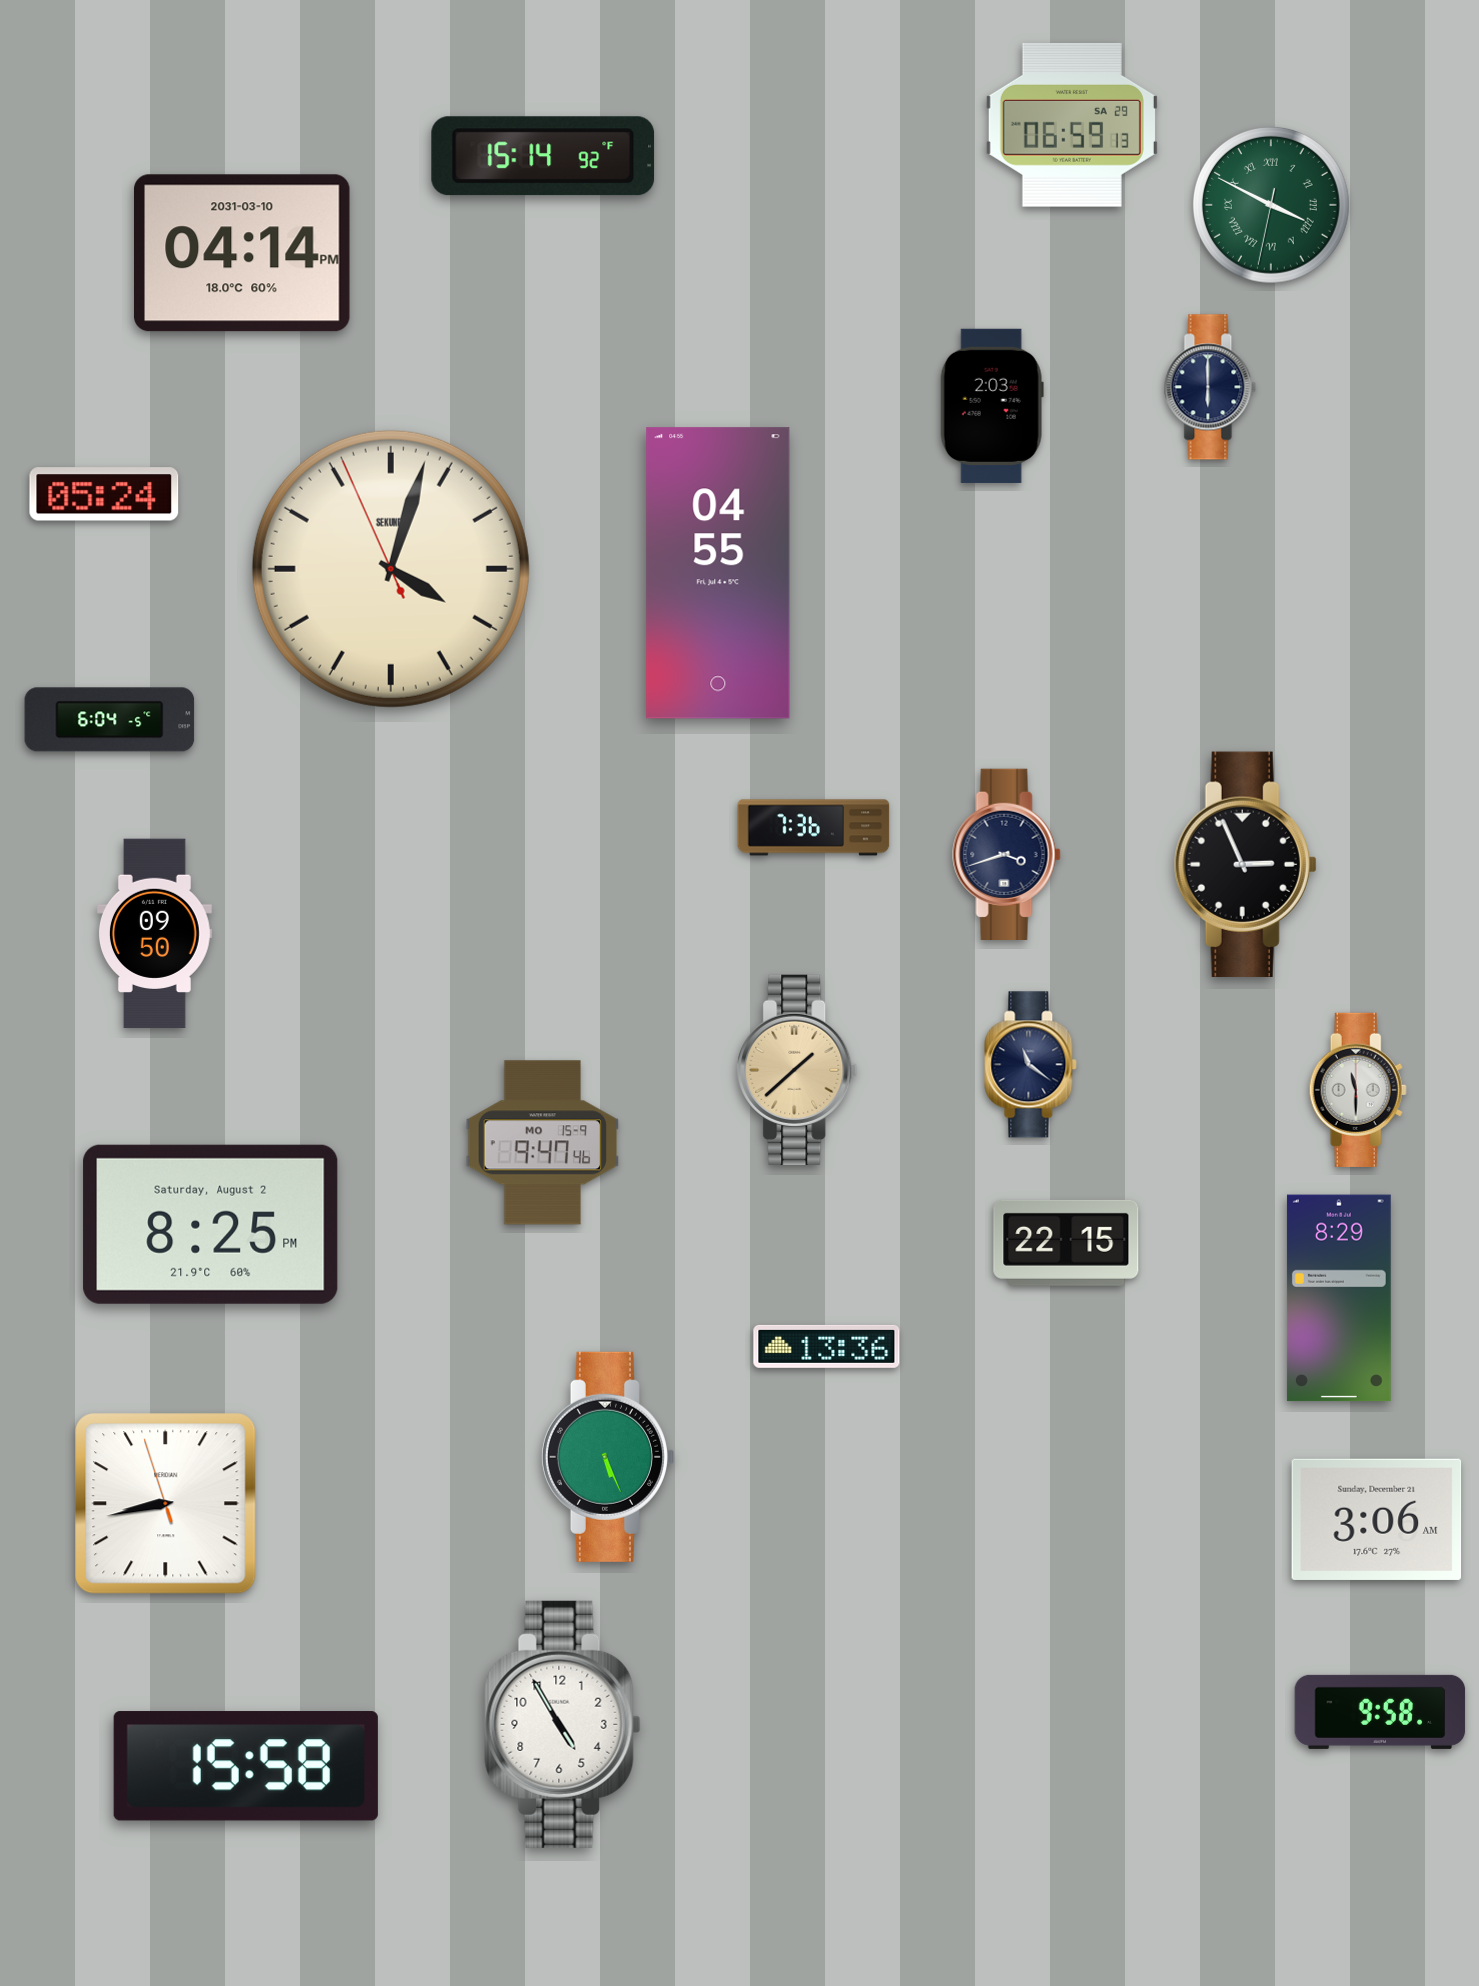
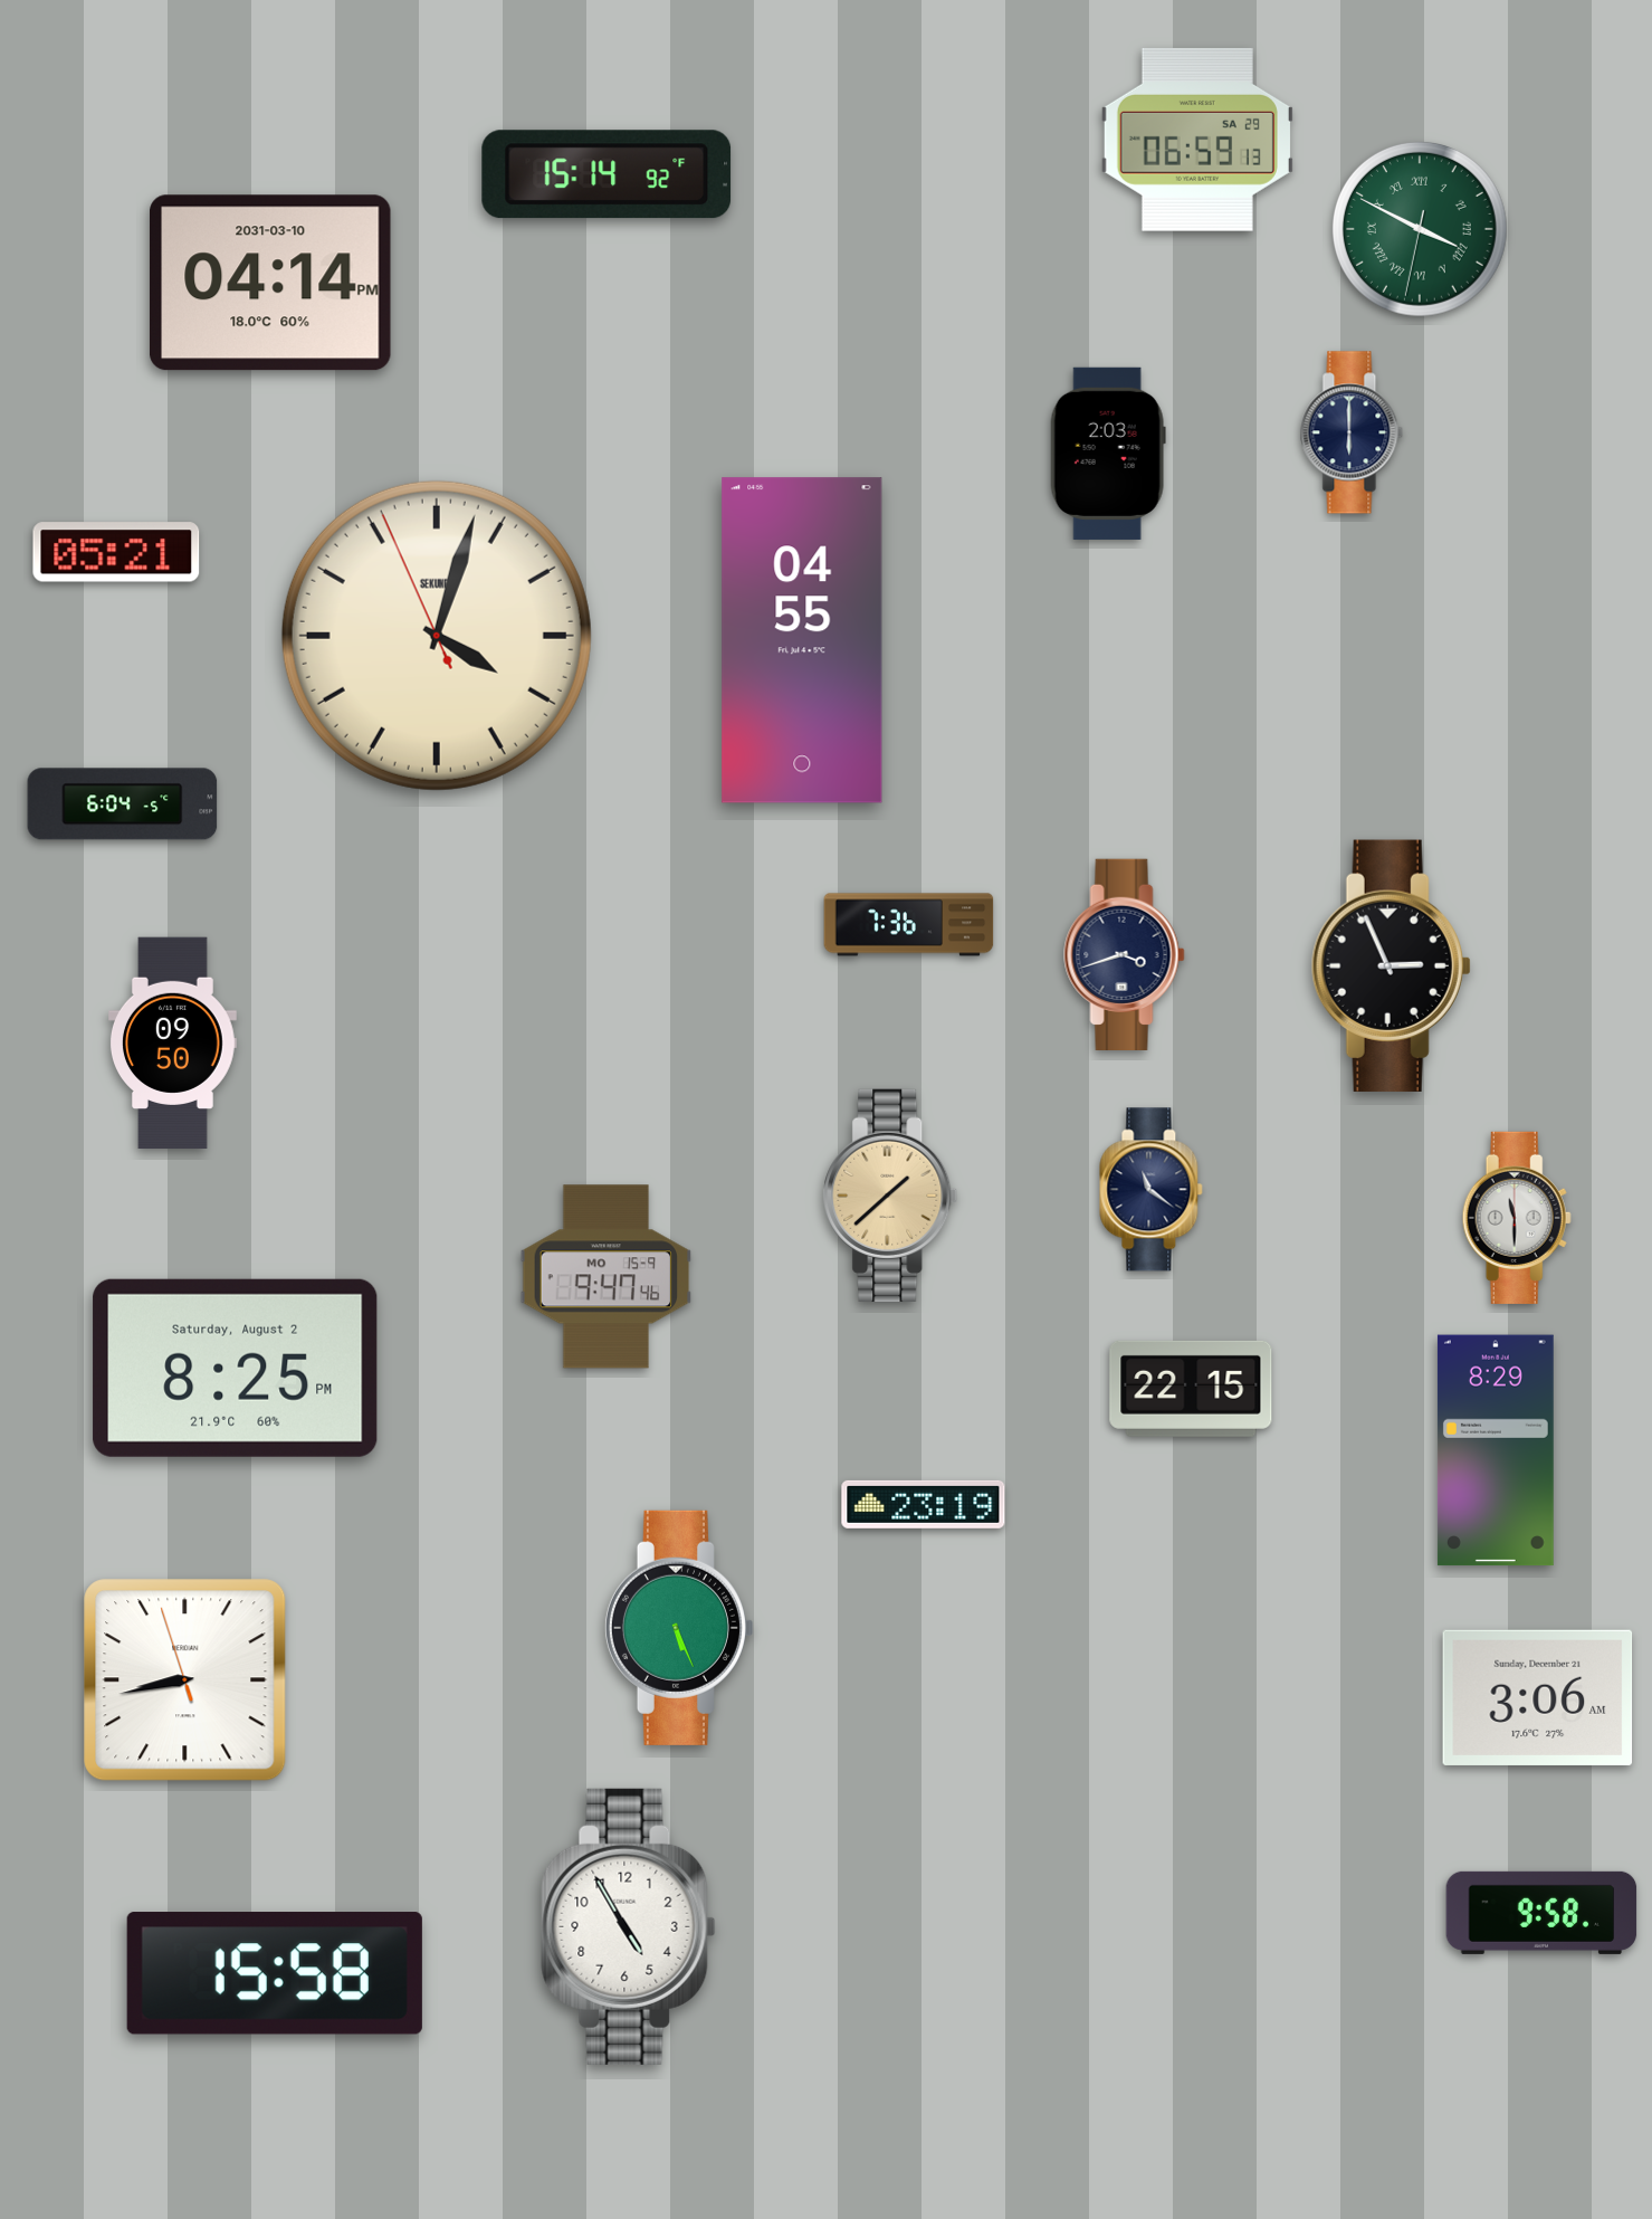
clock at (104, 494): 05:24 -> 05:21
clock at (827, 1346): 13:36 -> 23:19
